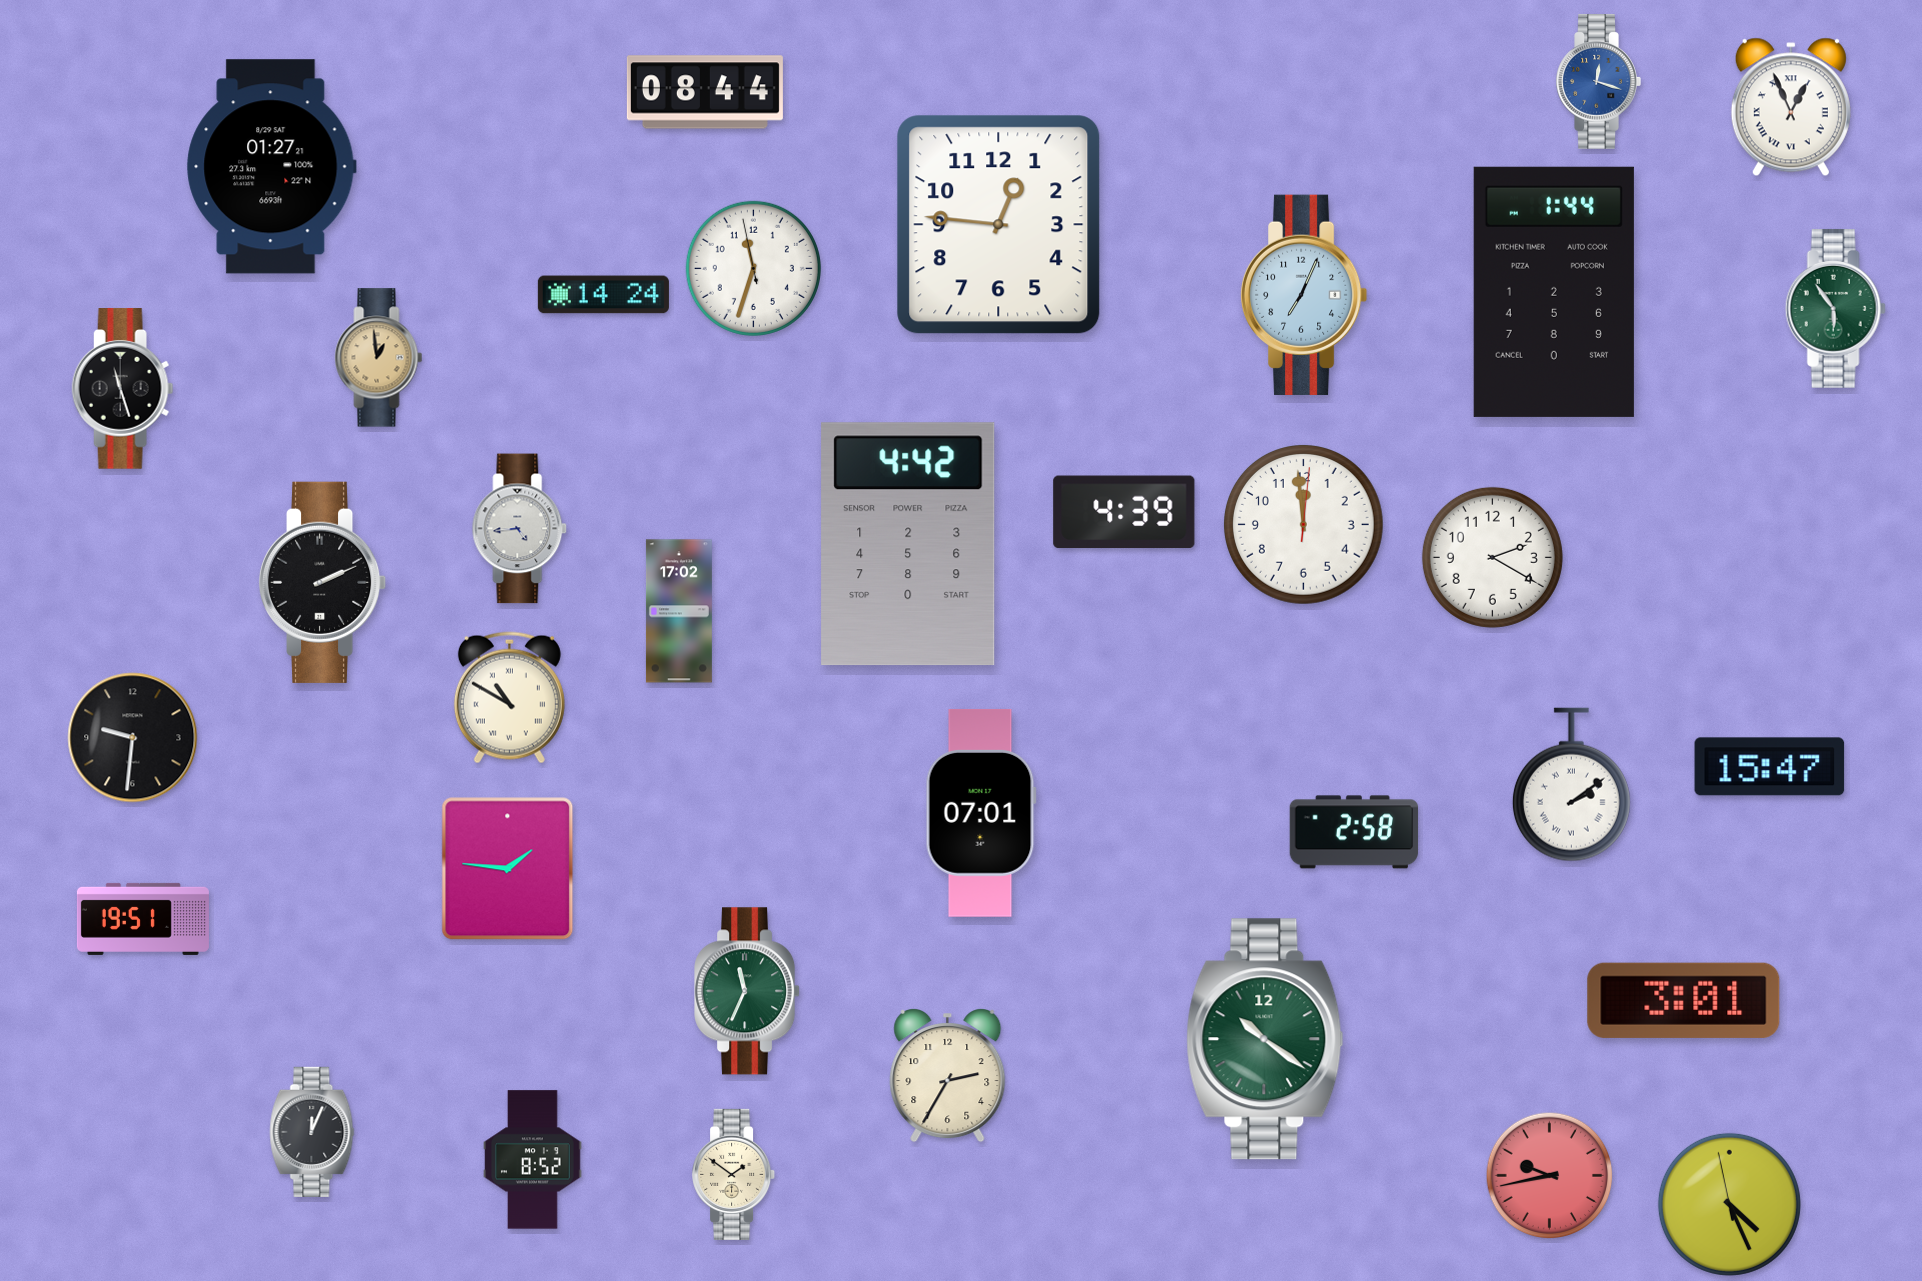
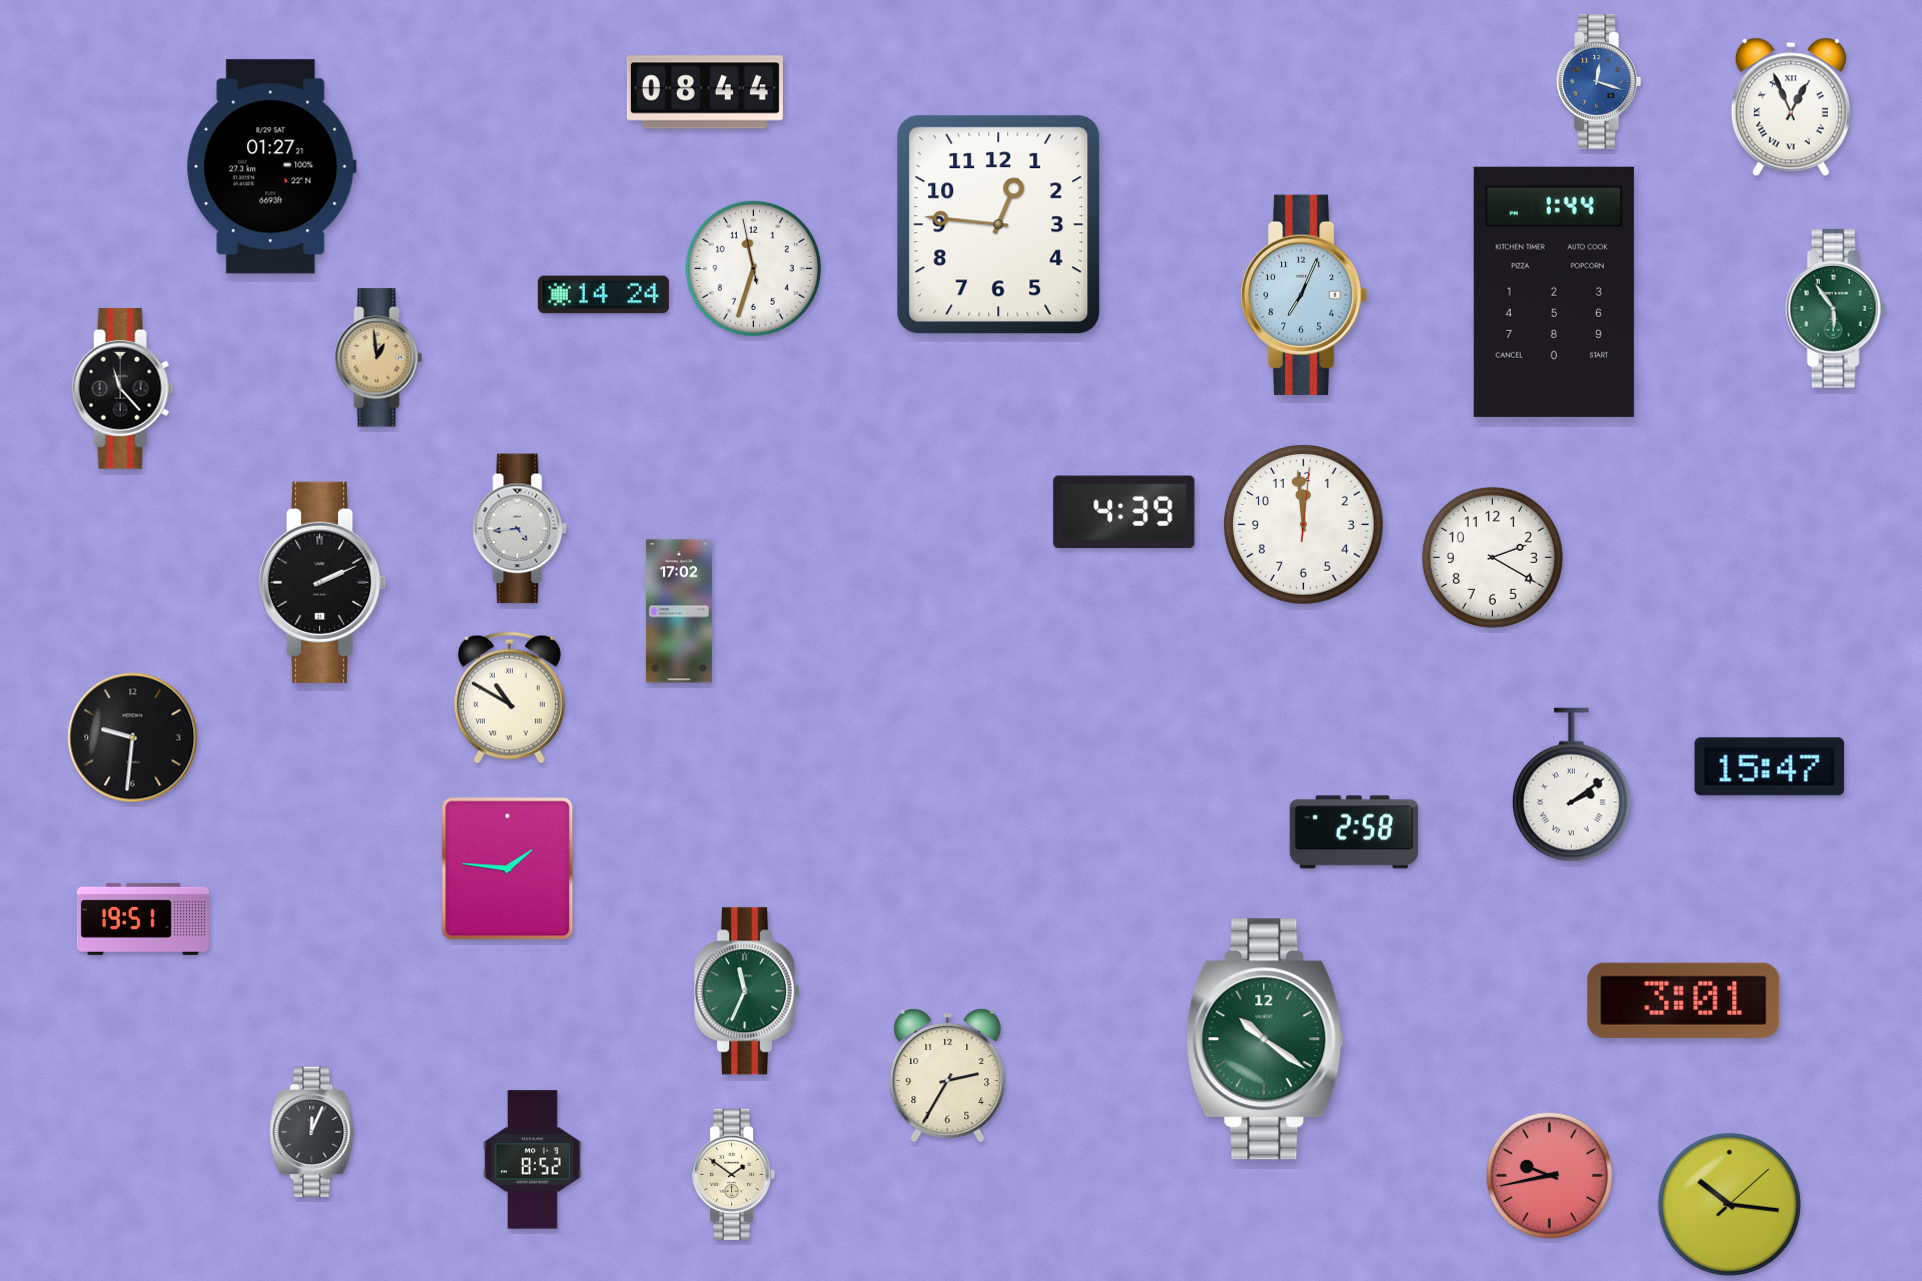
clock at (123, 389): 11:27 -> 11:23
clock at (908, 544): 4:42 -> none
clock at (981, 813): 07:01 -> none
clock at (1729, 1204): 4:25 -> 10:16
